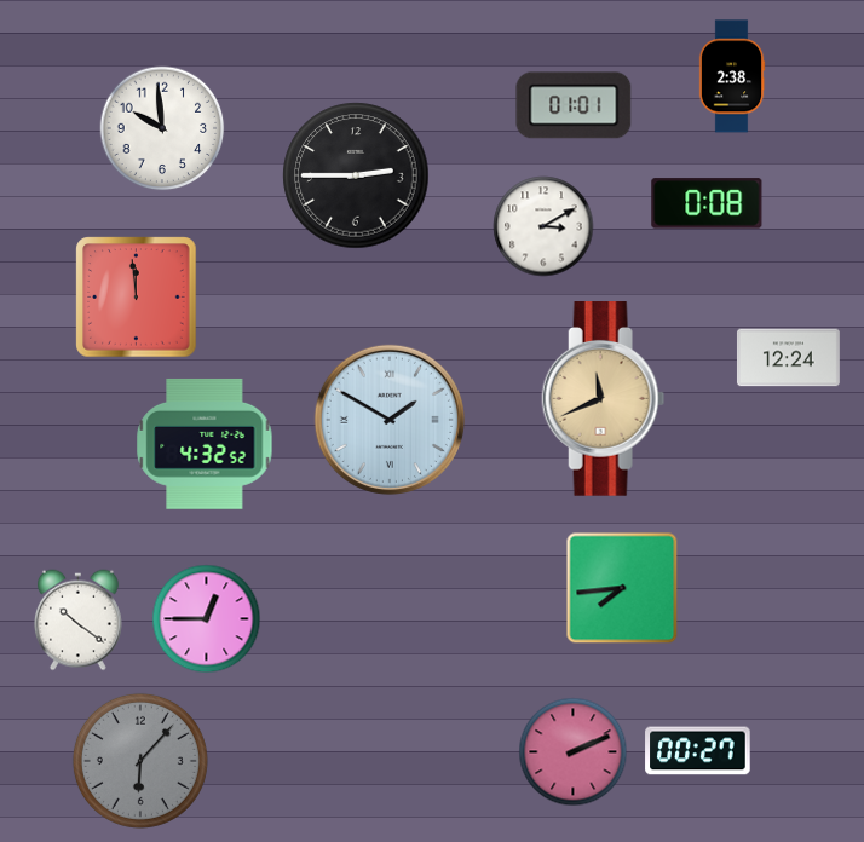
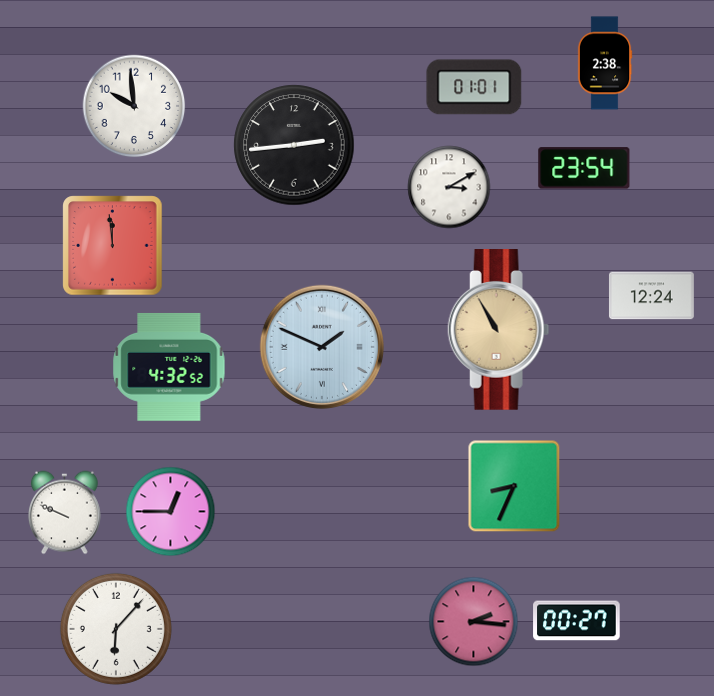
clock at (356, 175): 2:45 -> 2:44
clock at (707, 203): 0:08 -> 23:54
clock at (604, 399): 11:41 -> 10:55
clock at (390, 420): 1:50 -> 1:49
clock at (622, 588): 7:44 -> 8:34
clock at (77, 621): 10:21 -> 9:49
clock at (574, 752): 2:11 -> 2:16
clock at (140, 761) dial: grey -> white
